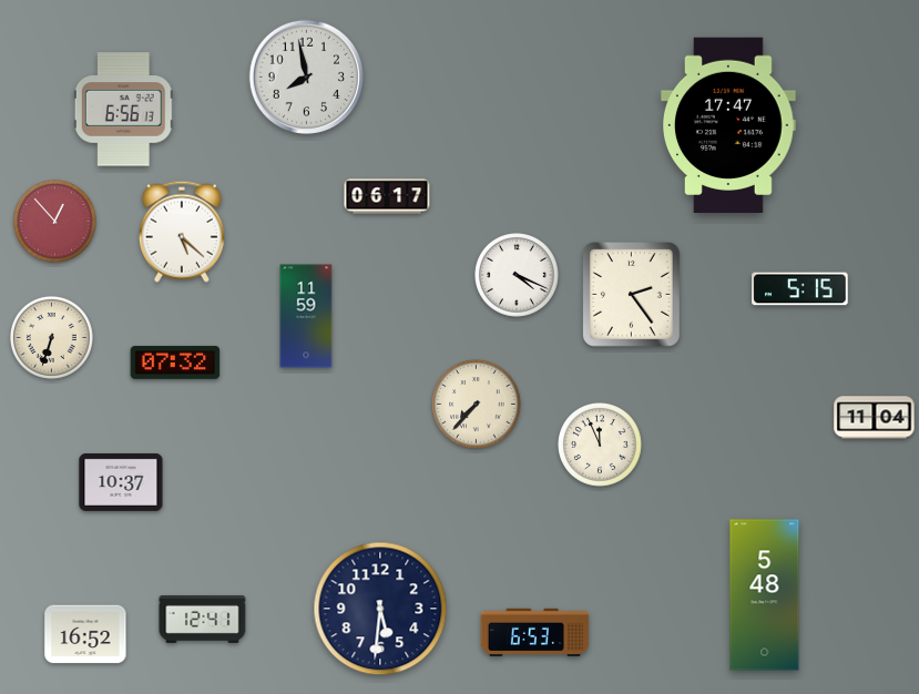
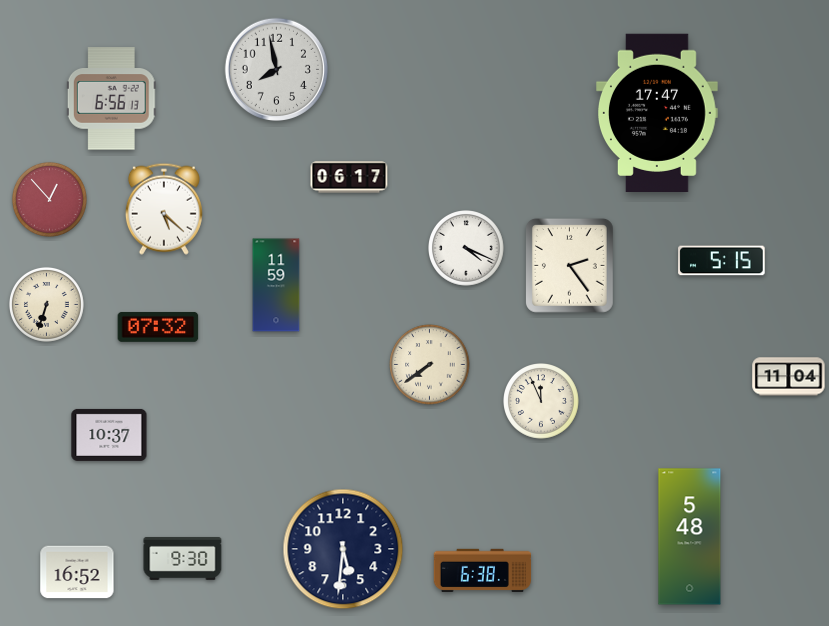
clock at (477, 405): 7:37 -> 7:39
clock at (203, 619): 12:41 -> 9:30
clock at (535, 632): 6:53 -> 6:38
